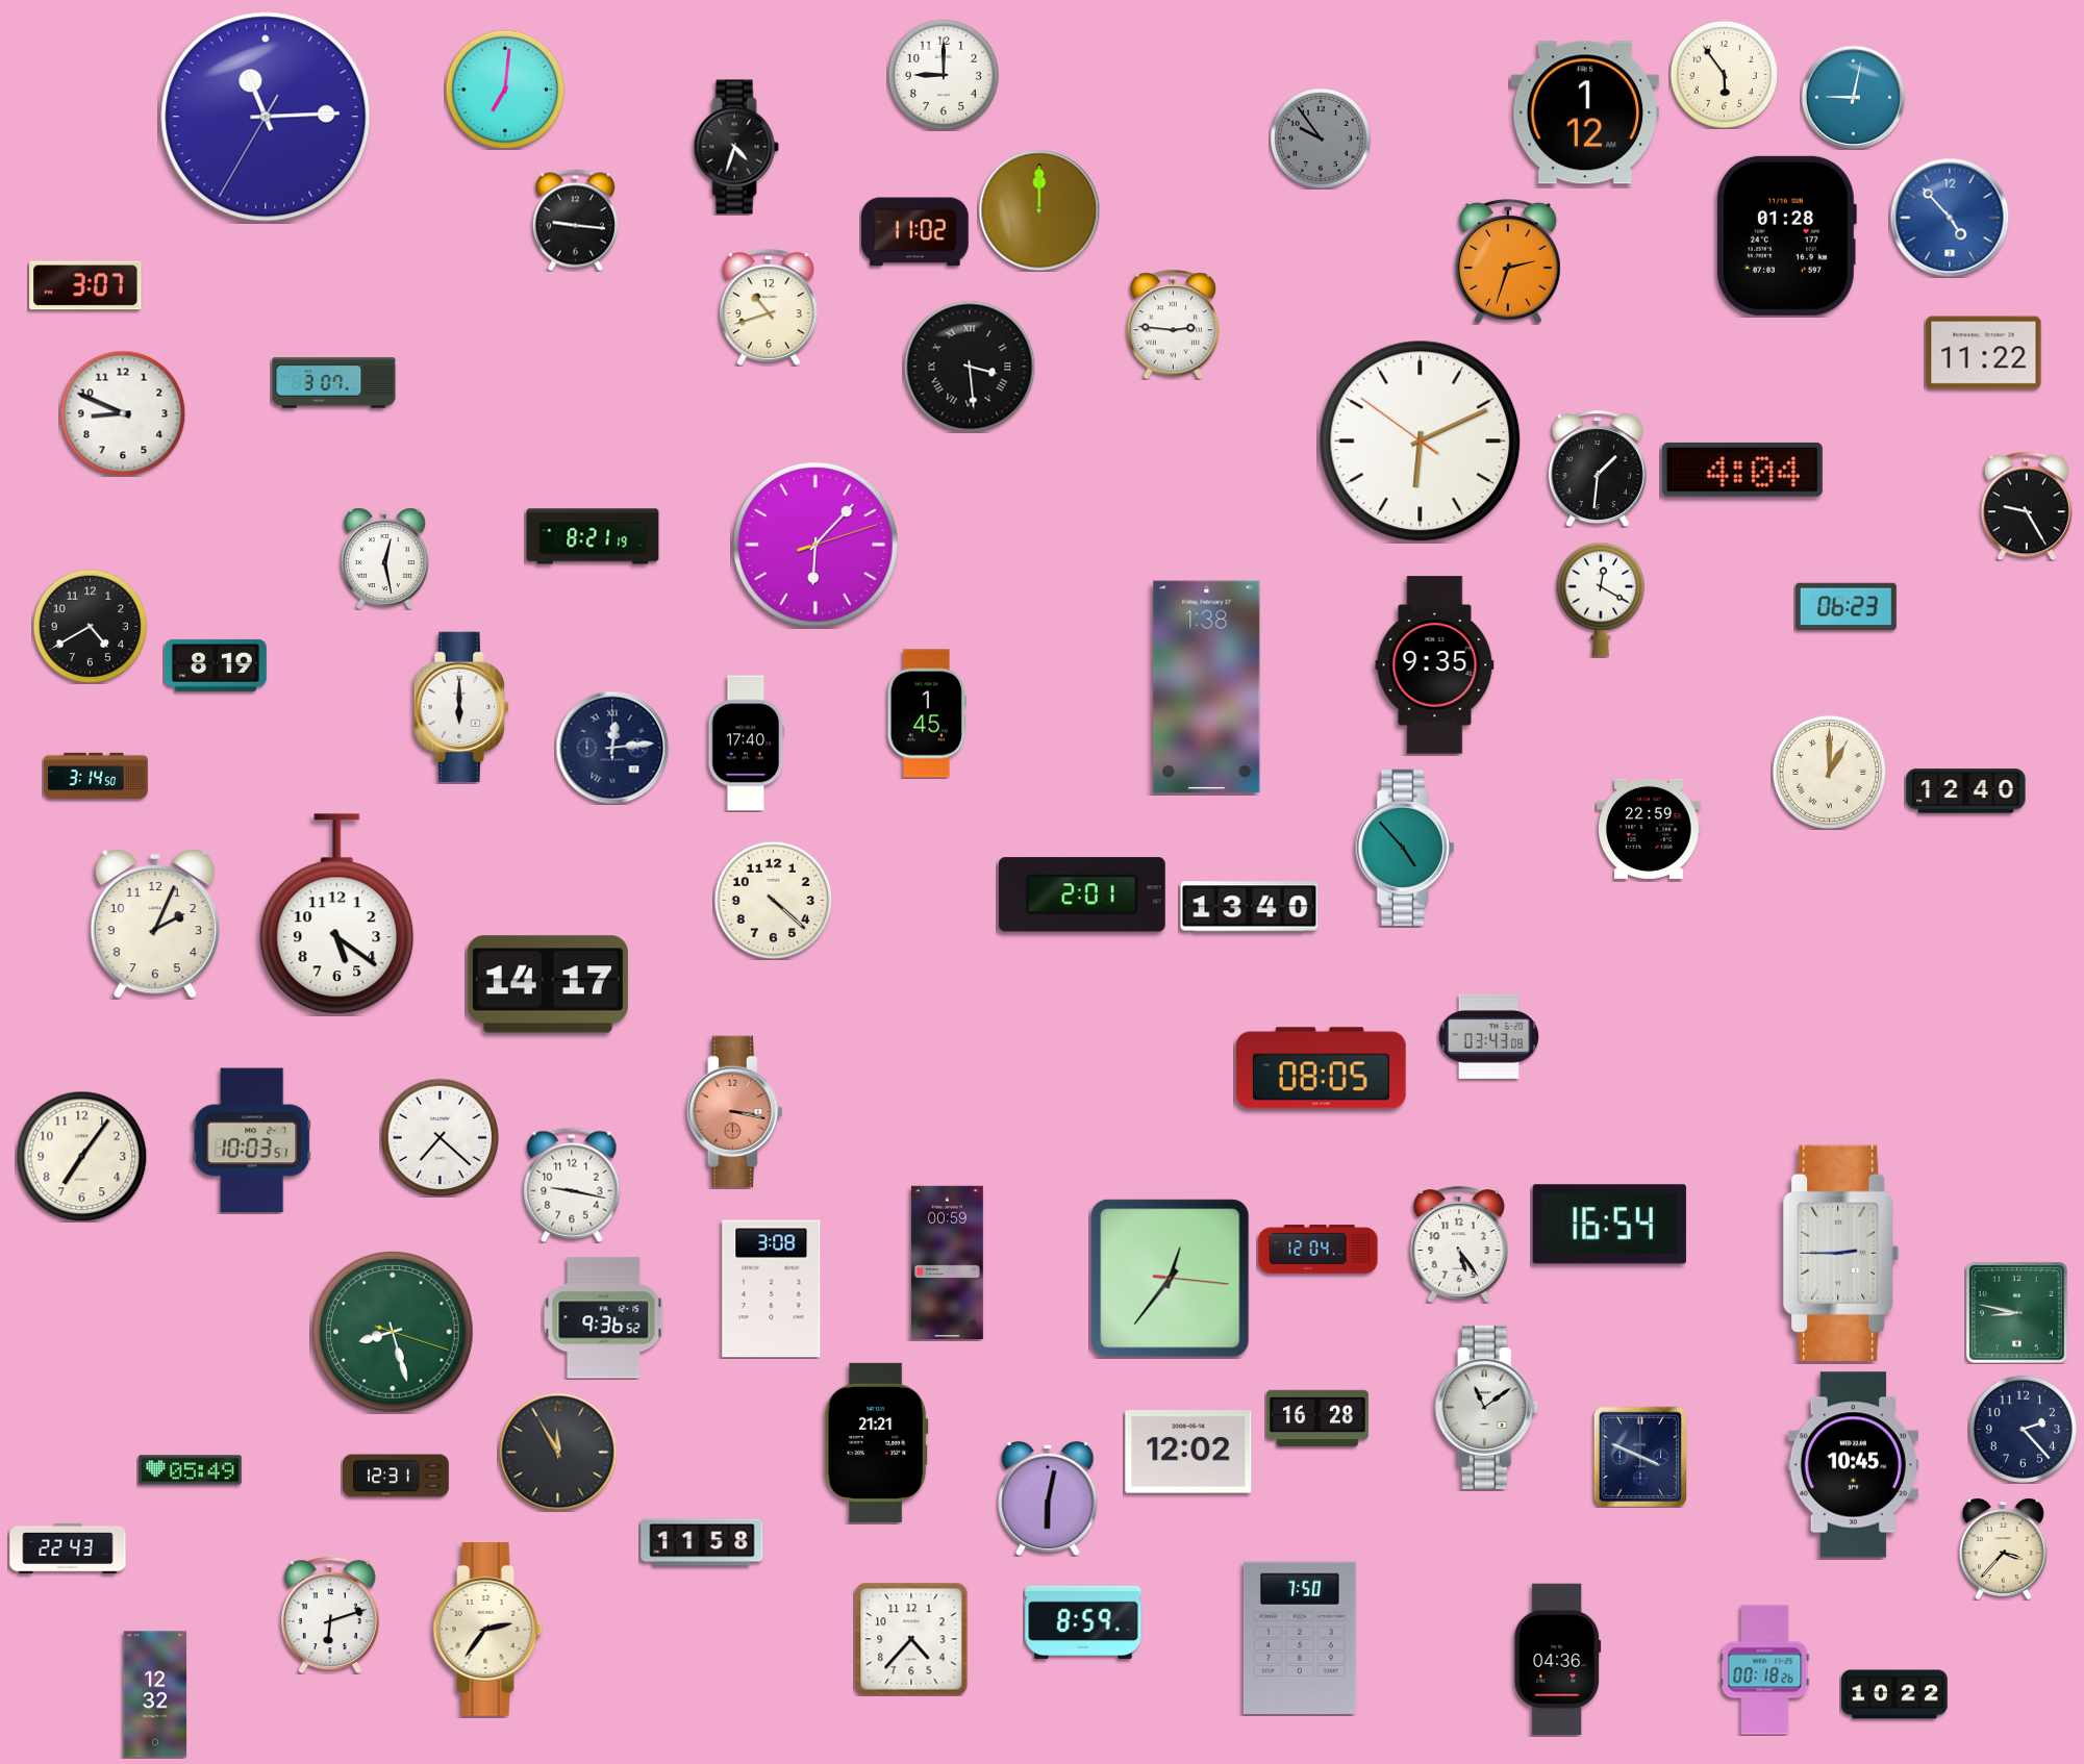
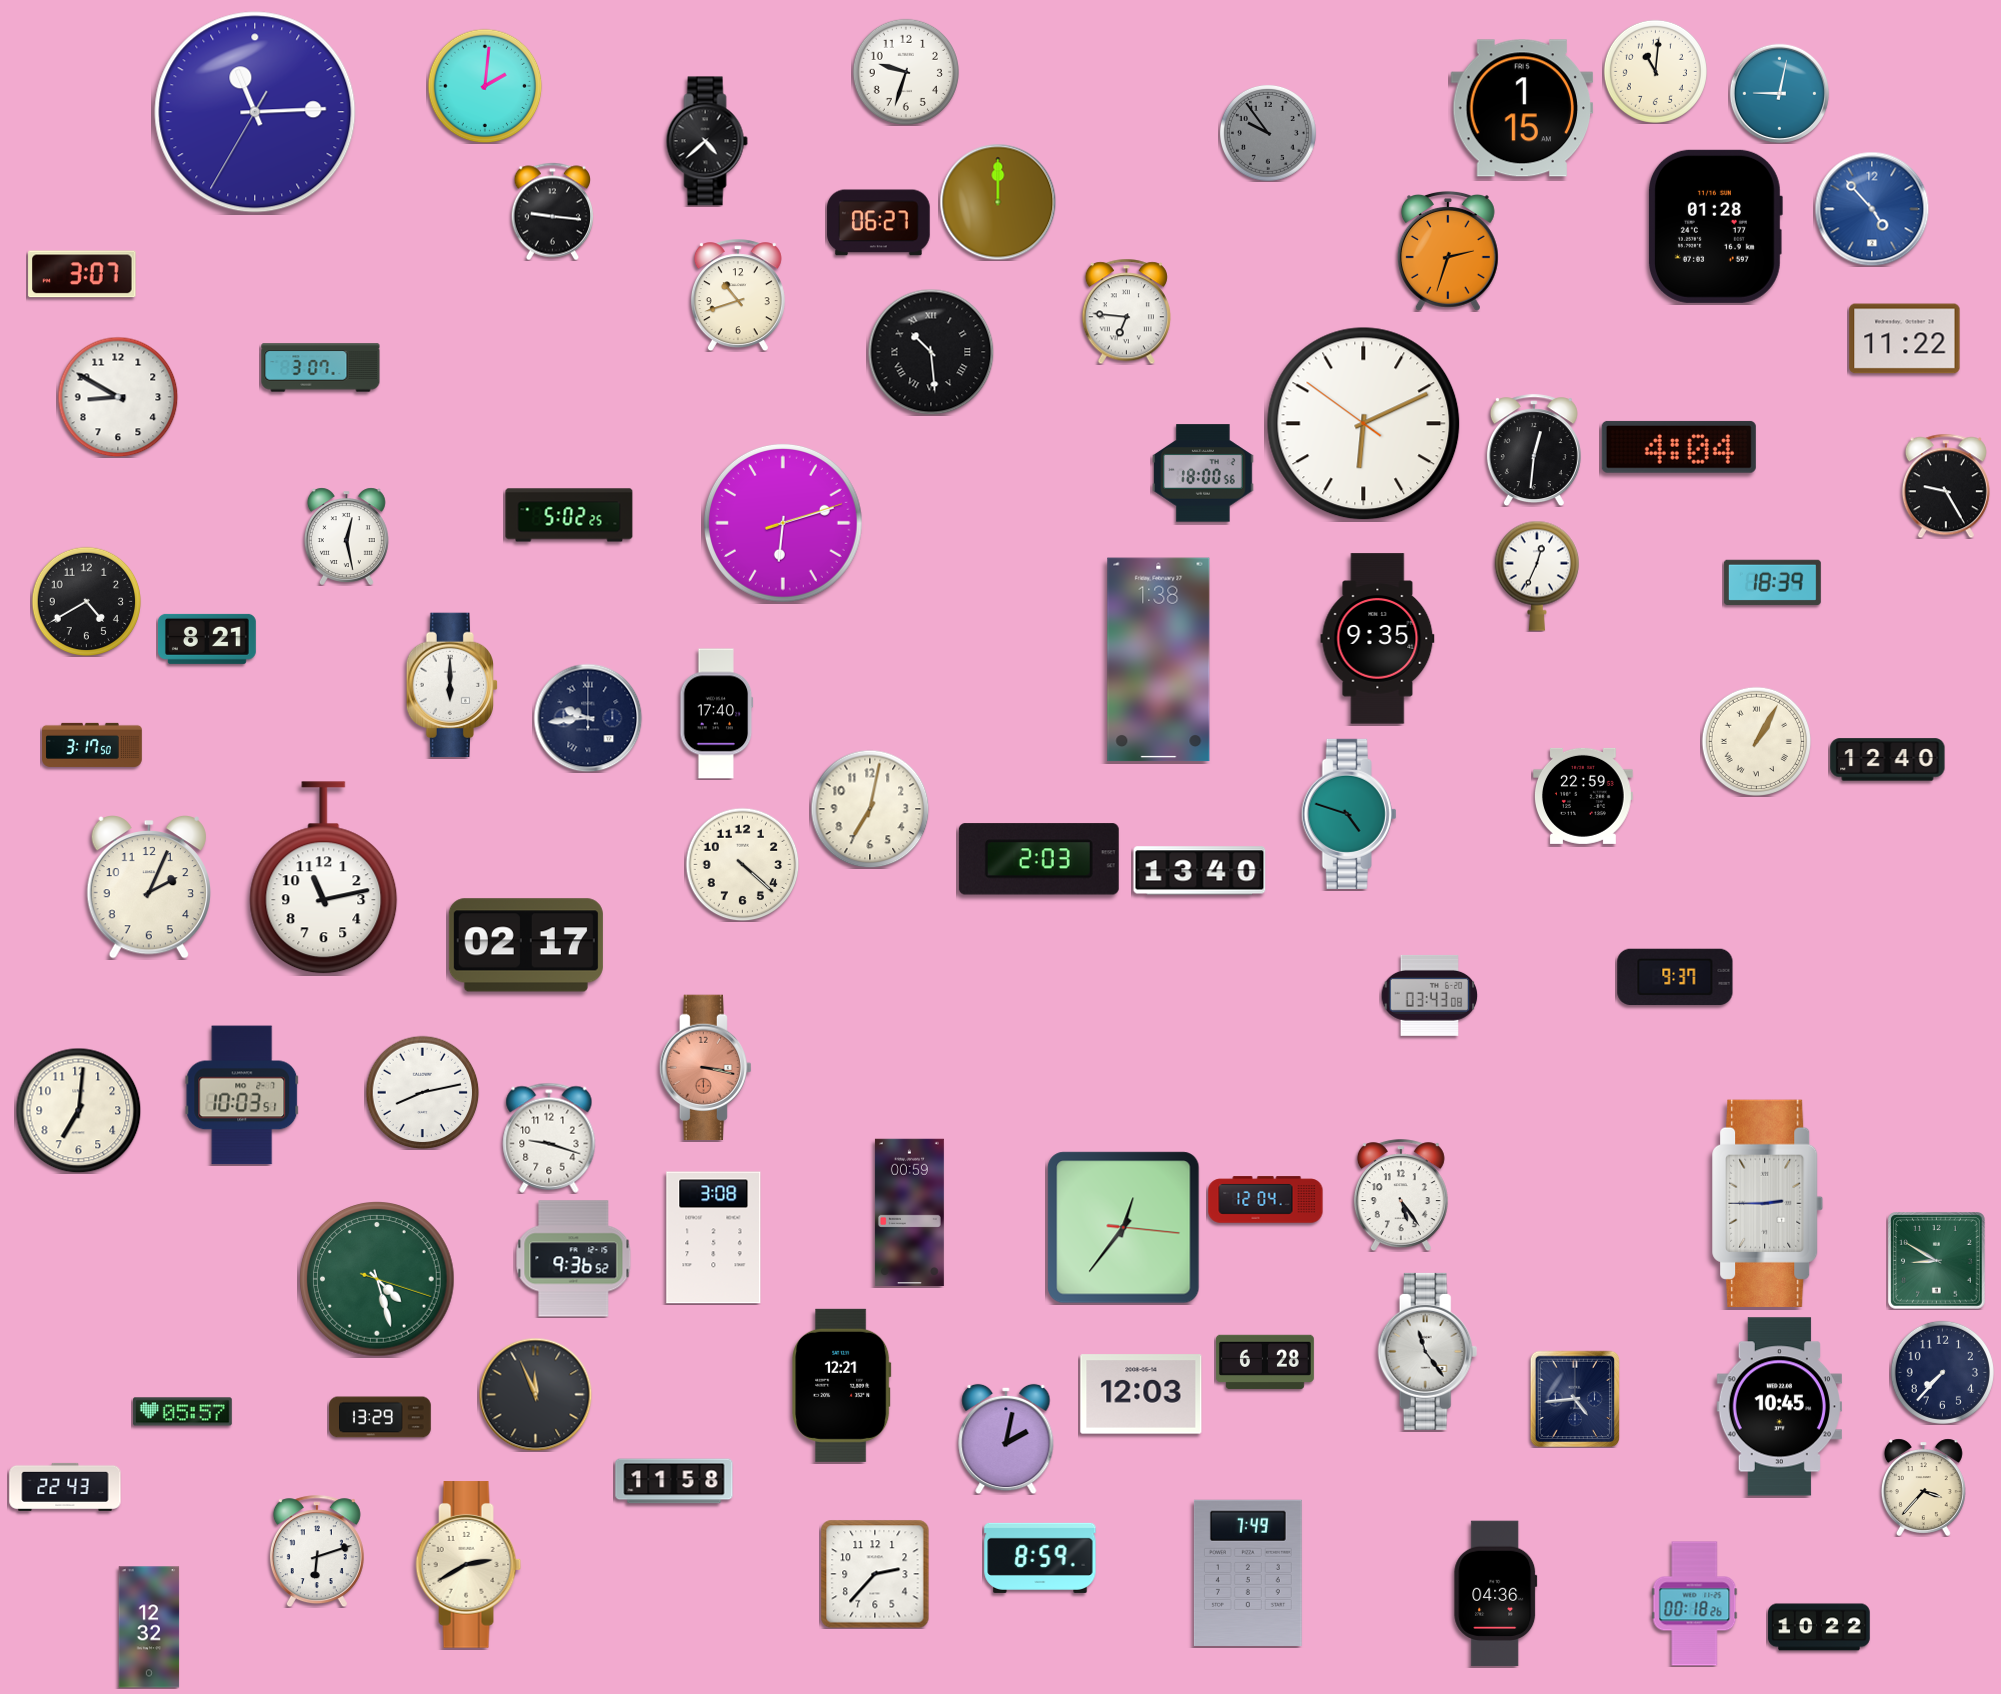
clock at (1724, 74): 5:54 -> 11:01
clock at (944, 75): 9:00 -> 9:33
clock at (505, 90): 7:01 -> 2:01
clock at (1585, 112): 1:12 -> 1:15
clock at (736, 147): 4:33 -> 4:38
clock at (915, 232): 11:02 -> 06:27
clock at (1173, 324): 2:46 -> 6:46
clock at (970, 367): 3:29 -> 10:29
clock at (123, 413): 8:49 -> 8:50
clock at (1598, 469): 1:31 -> 12:31
clock at (1742, 470) position: (1742, 470) -> (1679, 447)
clock at (1203, 473): none -> 18:00
clock at (593, 536): 8:21 -> 5:02
clock at (815, 545): 6:07 -> 6:12
clock at (384, 558) position: (384, 558) -> (346, 536)
clock at (1600, 600): 12:20 -> 12:34
clock at (1846, 606): 06:23 -> 18:39
clock at (216, 665): 8:19 -> 8:21
clock at (460, 707) position: (460, 707) -> (451, 685)
clock at (927, 713): 1:45 -> none
clock at (612, 748): 12:14 -> 9:44
clock at (1829, 772): 1:00 -> 1:05
clock at (96, 776): 3:14 -> 3:17
clock at (870, 809): none -> 7:02
clock at (1405, 848): 4:53 -> 4:48
clock at (1082, 894): 2:01 -> 2:03
clock at (337, 914): 5:21 -> 11:13
clock at (548, 984): 14:17 -> 02:17
clock at (1675, 976): none -> 9:37
clock at (1321, 1068): 08:05 -> none
clock at (440, 1137): 7:22 -> 8:13
clock at (81, 1156): 7:06 -> 7:01
clock at (572, 1185): 9:17 -> 9:18
clock at (1609, 1225): 16:54 -> none
clock at (772, 1289) position: (772, 1289) -> (714, 1238)
clock at (2017, 1313): 8:47 -> 8:50
clock at (604, 1318) position: (604, 1318) -> (574, 1259)
clock at (393, 1332): 8:27 -> 4:27
clock at (1487, 1407): 11:09 -> 11:24
clock at (1319, 1418): 16:28 -> 6:28
clock at (2023, 1429): 2:23 -> 7:37
clock at (877, 1442): 21:21 -> 12:21
clock at (557, 1452): 11:55 -> 11:56
clock at (1188, 1452): 12:02 -> 12:03
clock at (1640, 1457): 3:49 -> 4:44
clock at (190, 1470): 05:49 -> 05:57
clock at (396, 1476): 12:31 -> 13:29
clock at (1048, 1498): 6:02 -> 2:02
clock at (488, 1630): 2:36 -> 2:40
clock at (1300, 1637): 7:50 -> 7:49
clock at (911, 1639): 4:37 -> 2:37
